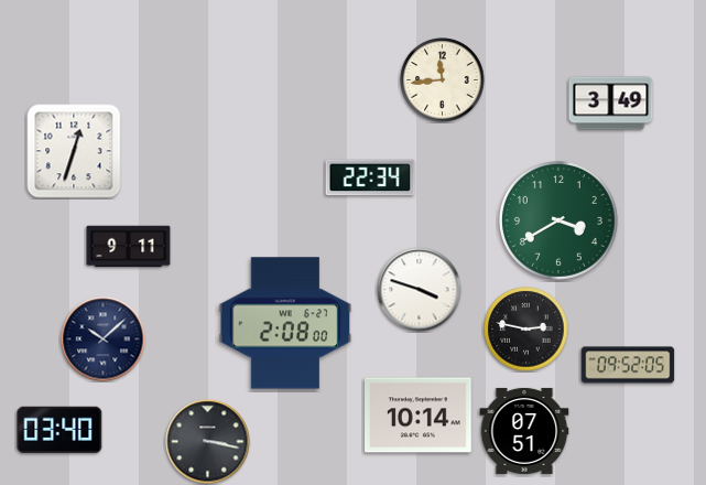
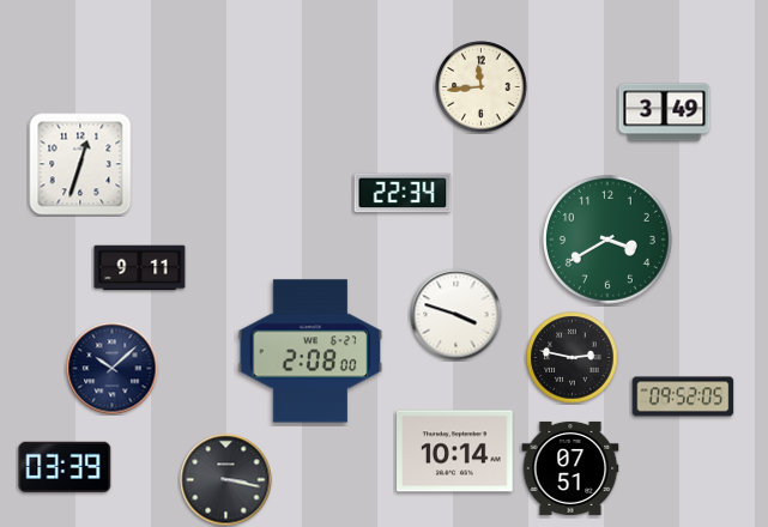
clock at (59, 430): 03:40 -> 03:39
